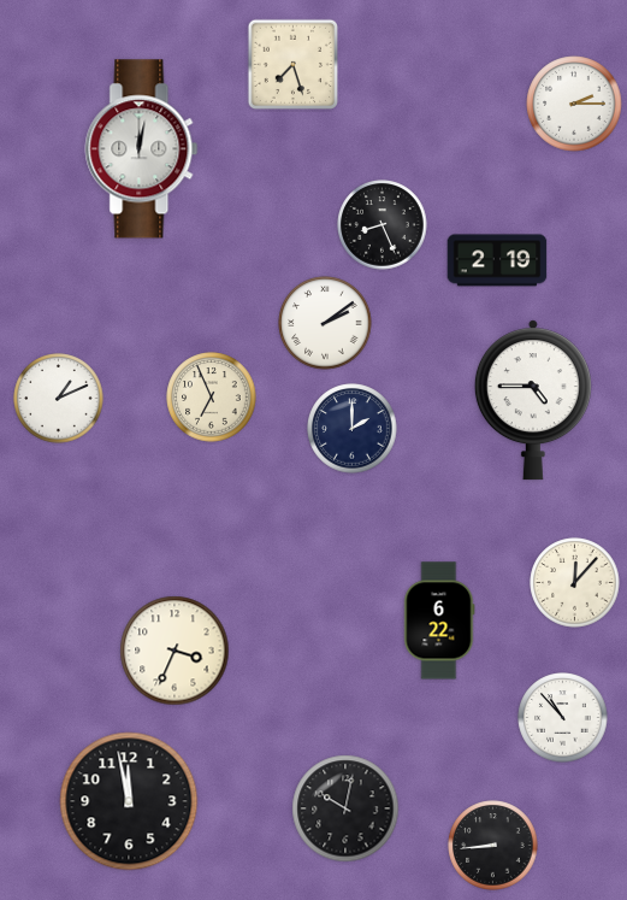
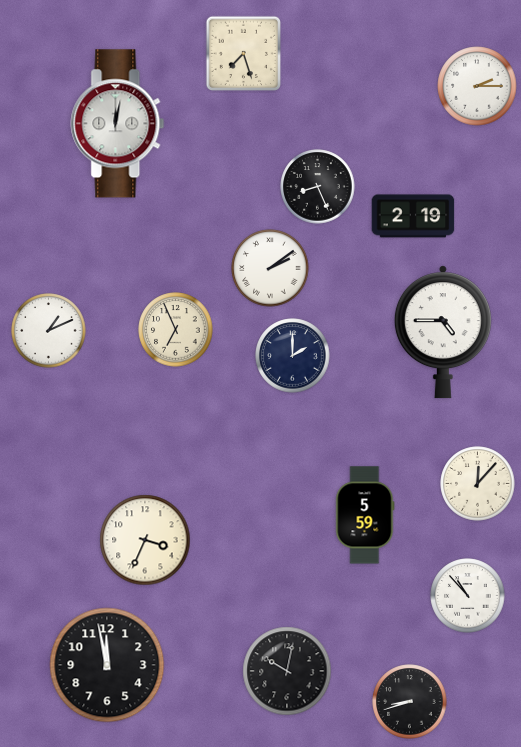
clock at (439, 620): 6:22 -> 5:59
clock at (493, 846): 8:44 -> 8:42
